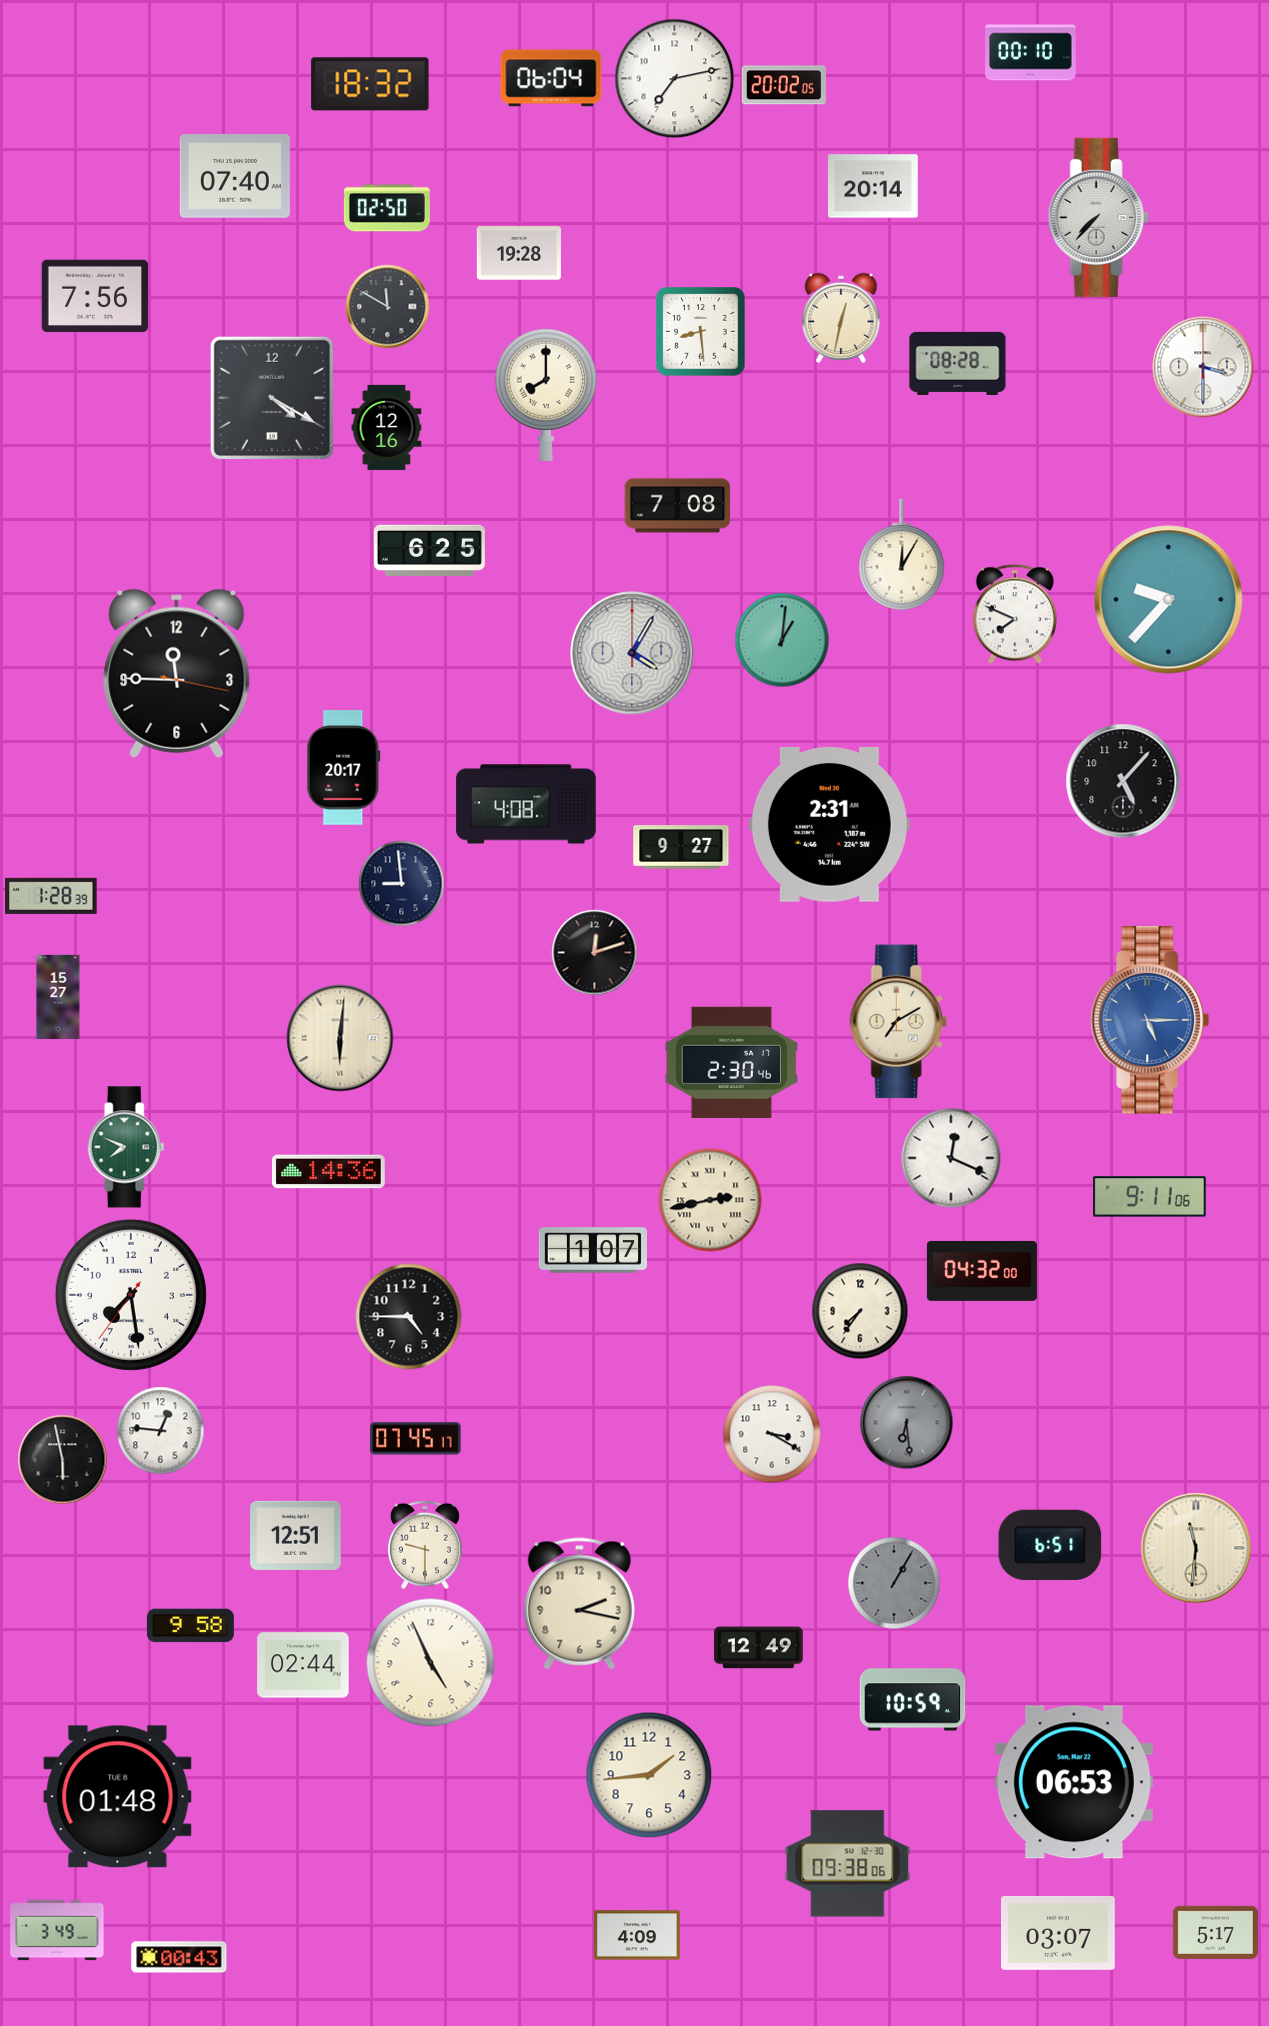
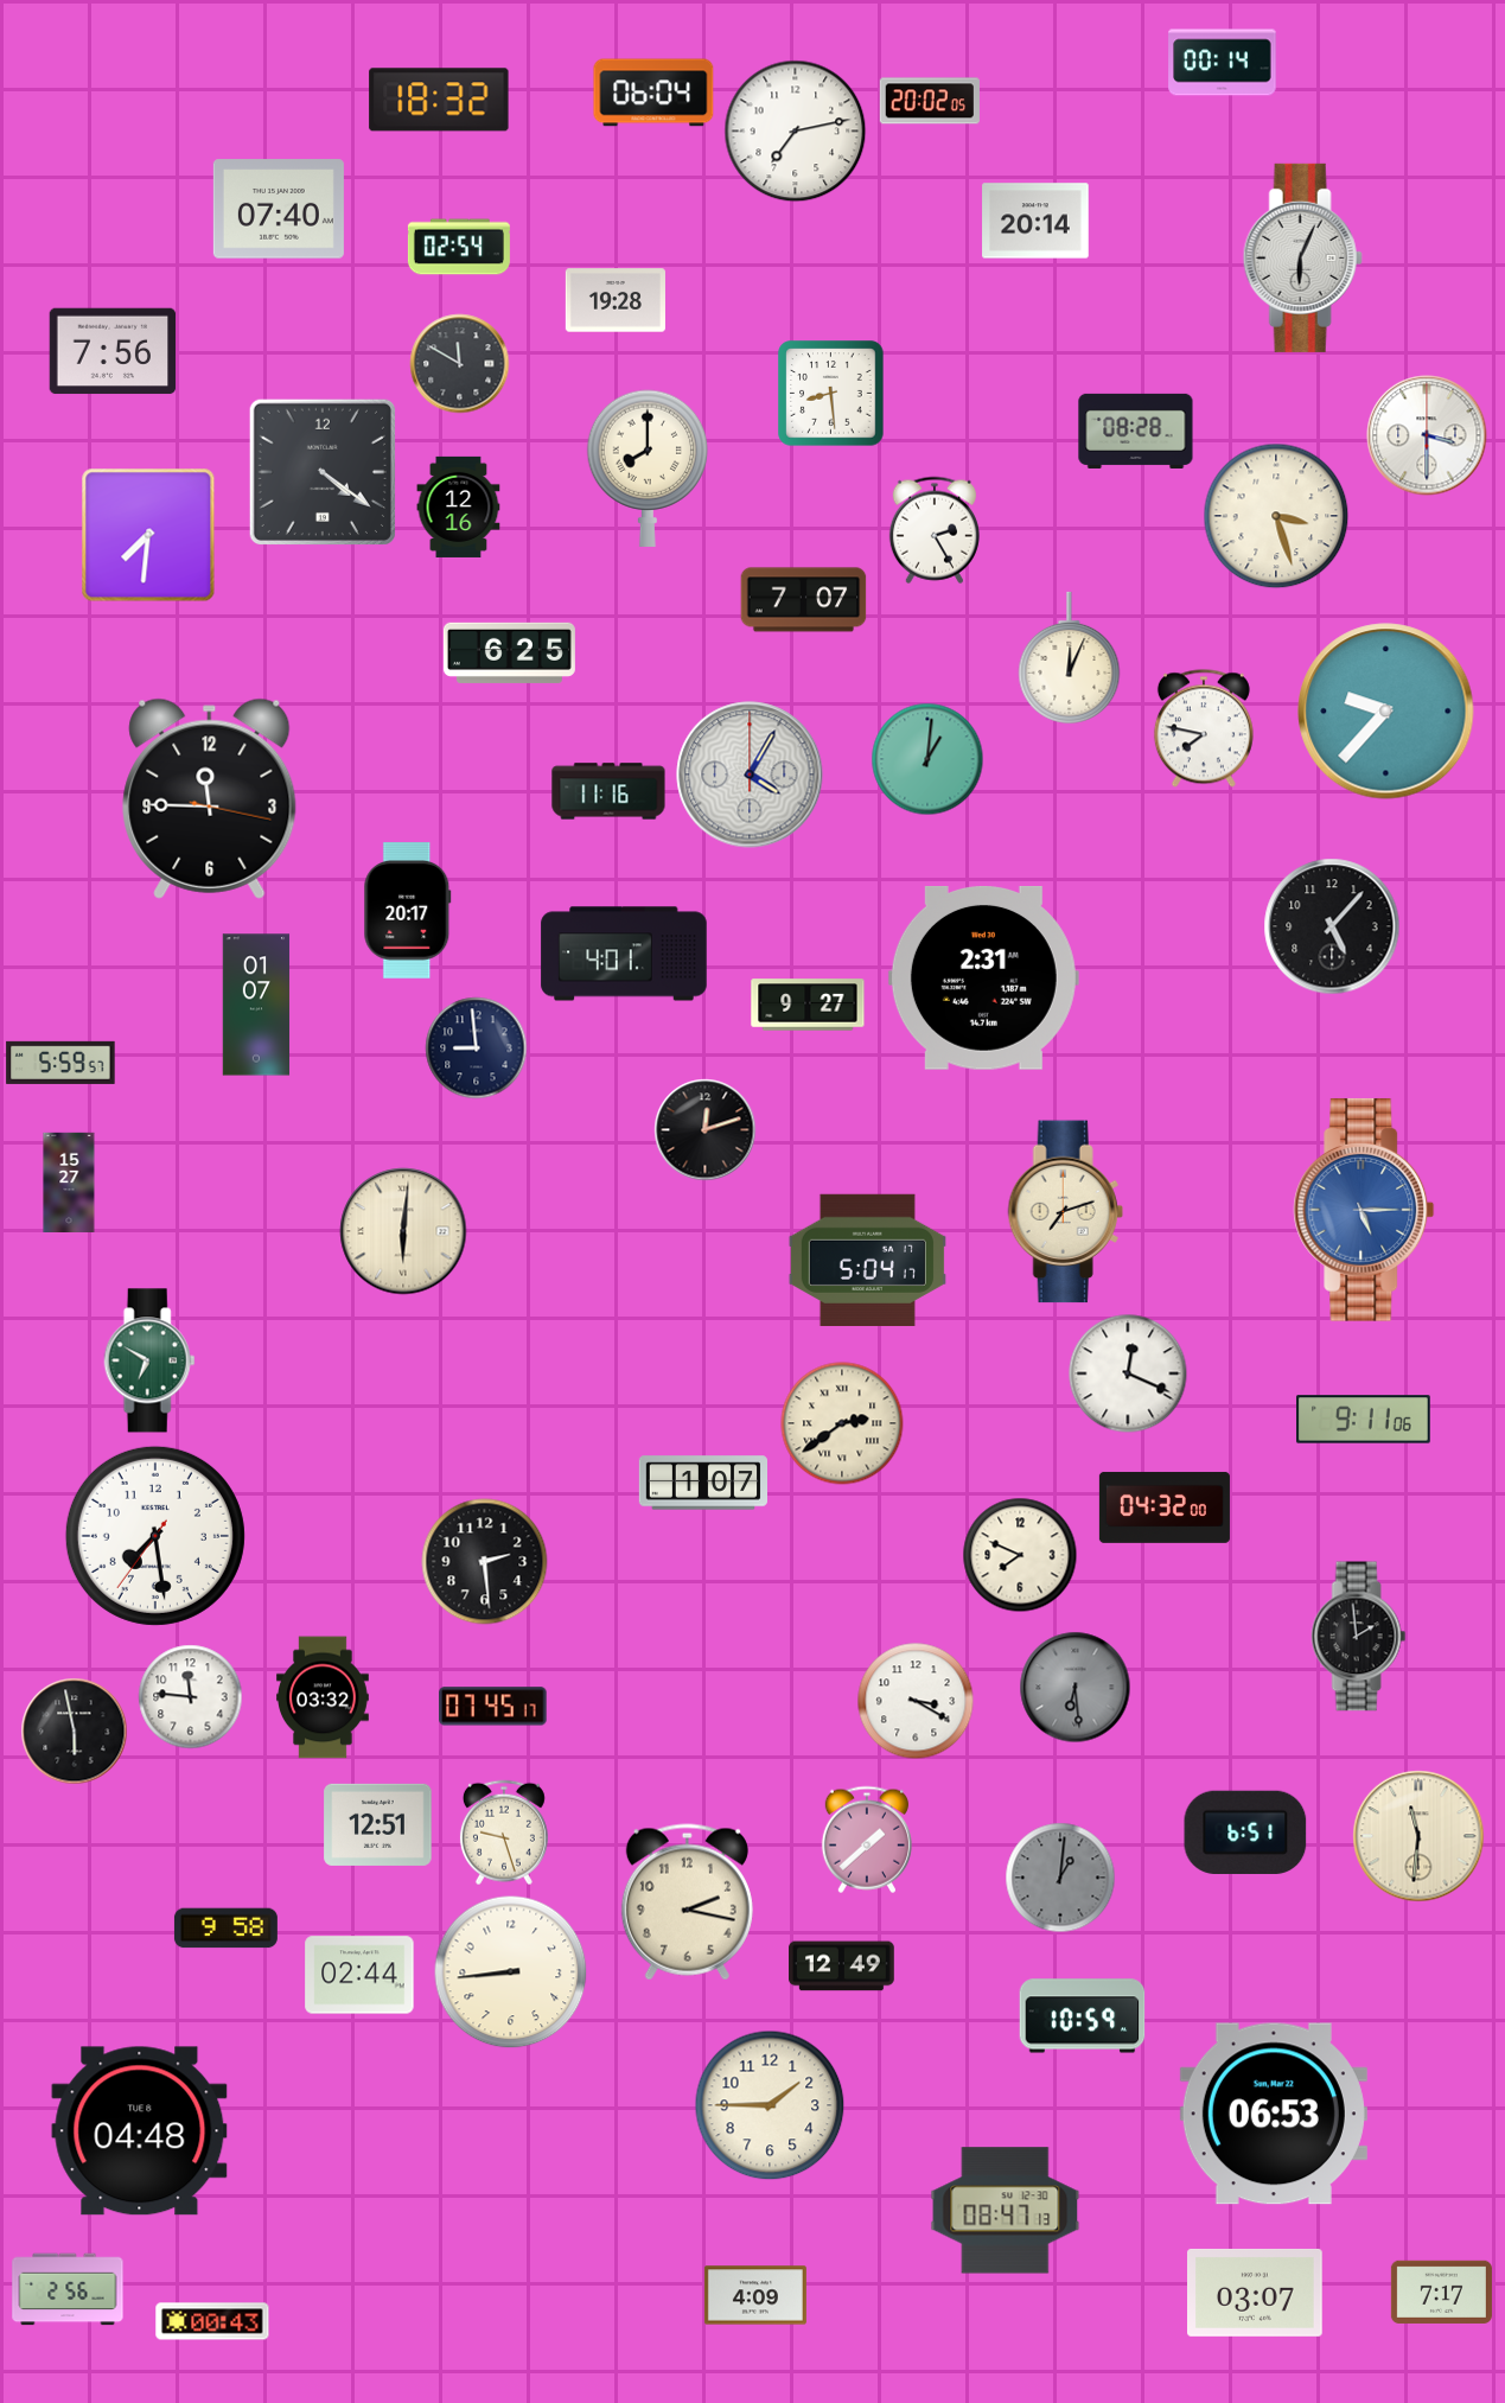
clock at (1031, 53): 00:10 -> 00:14
clock at (675, 79) position: (675, 79) -> (796, 132)
clock at (387, 208): 02:50 -> 02:54
clock at (1098, 217): 7:37 -> 6:04
clock at (841, 318): 12:32 -> none
clock at (272, 398): 4:20 -> 4:21
clock at (1276, 516): none -> 3:27
clock at (935, 530): none -> 2:25
clock at (148, 535): none -> 7:31
clock at (678, 506): 7:08 -> 7:07
clock at (902, 555): 12:05 -> 12:04
clock at (1015, 614): 7:49 -> 7:47
clock at (608, 791): none -> 11:16
clock at (526, 804): 4:08 -> 4:01
clock at (256, 1005): none -> 01:07
clock at (51, 896): 1:28 -> 5:59
clock at (898, 1022): 7:10 -> 7:12
clock at (731, 1062): 2:30 -> 5:04
clock at (126, 1147): 7:49 -> 6:50
clock at (328, 1172): 14:36 -> none
clock at (710, 1200): 2:43 -> 2:39
clock at (860, 1311): 7:36 -> 7:49
clock at (409, 1317): 4:45 -> 2:29
clock at (1359, 1637): none -> 1:59
clock at (161, 1431): 12:46 -> 11:46
clock at (324, 1697): none -> 03:32
clock at (296, 1535) position: (296, 1535) -> (378, 1824)
clock at (425, 1545): 9:30 -> 9:27
clock at (867, 1840): none -> 1:38
clock at (894, 1583): 1:05 -> 1:01
clock at (759, 1648) position: (759, 1648) -> (842, 1967)
clock at (431, 1663): 4:56 -> 8:44
clock at (649, 1775): 1:44 -> 1:45
clock at (118, 1797): 01:48 -> 04:48
clock at (848, 1864): 09:38 -> 08:47
clock at (57, 1930): 3:49 -> 2:56
clock at (1215, 1932): 5:17 -> 7:17
